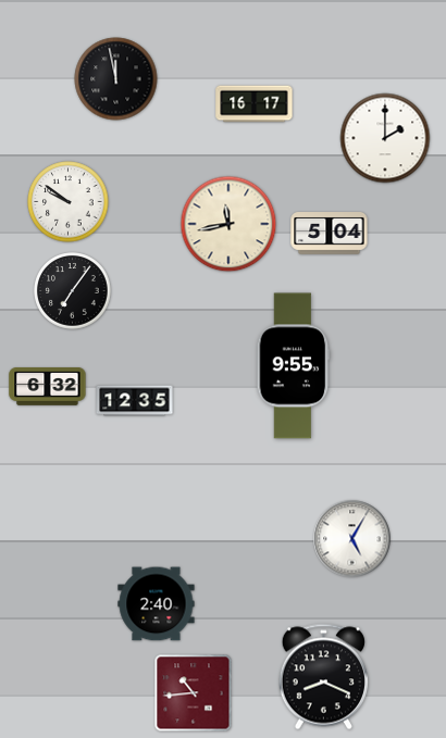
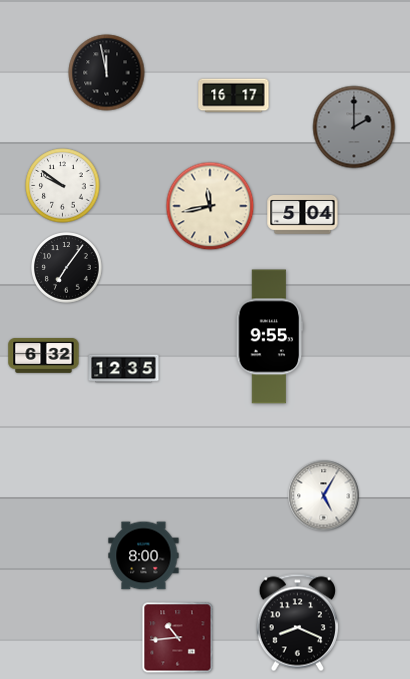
clock at (385, 138) dial: white -> grey
clock at (157, 604): 2:40 -> 8:00
